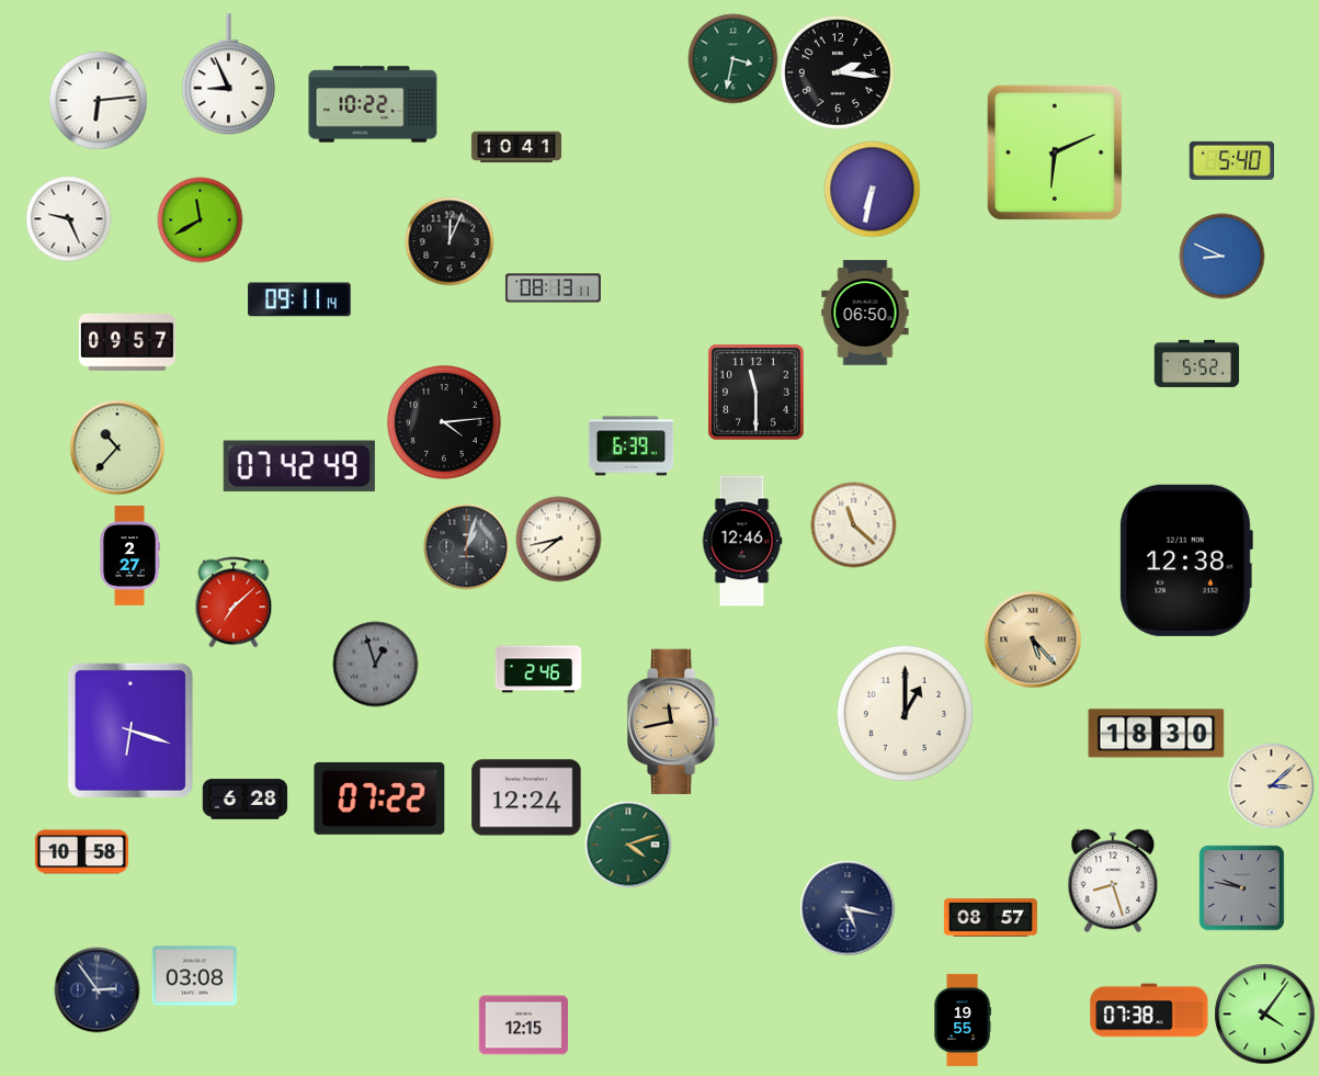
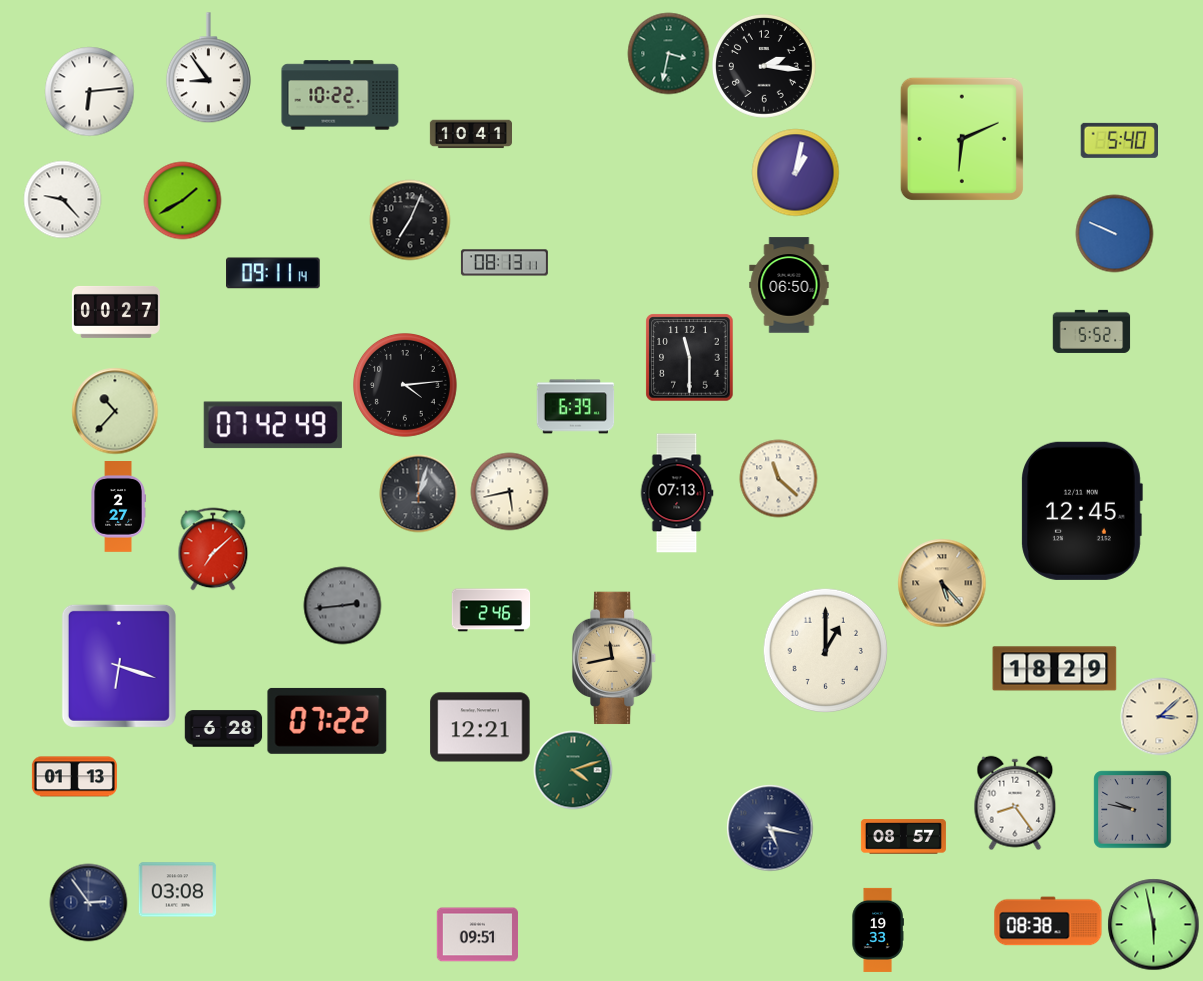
clock at (228, 75): 8:56 -> 8:54
clock at (1231, 160) position: (1231, 160) -> (1119, 140)
clock at (872, 189): 6:32 -> 1:02
clock at (68, 218): 9:26 -> 9:23
clock at (200, 219): 11:40 -> 1:40
clock at (450, 241): 12:04 -> 7:04
clock at (1221, 256): 8:49 -> 9:49
clock at (127, 342): 09:57 -> 00:27
clock at (117, 448) position: (117, 448) -> (115, 411)
clock at (558, 539): 7:43 -> 5:43
clock at (742, 541): 12:46 -> 07:13
clock at (466, 546) position: (466, 546) -> (418, 493)
clock at (1186, 560): 12:38 -> 12:45
clock at (375, 664): 12:57 -> 2:44
clock at (1157, 734): 18:30 -> 18:29
clock at (526, 797): 12:24 -> 12:21
clock at (379, 798) position: (379, 798) -> (327, 721)
clock at (81, 852): 10:58 -> 01:13
clock at (1113, 881): 8:27 -> 8:24
clock at (848, 908) position: (848, 908) -> (770, 828)
clock at (1149, 1010): 07:38 -> 08:38
clock at (1264, 1013): 4:06 -> 5:58
clock at (963, 1020): 19:55 -> 19:33
clock at (523, 1026): 12:15 -> 09:51
